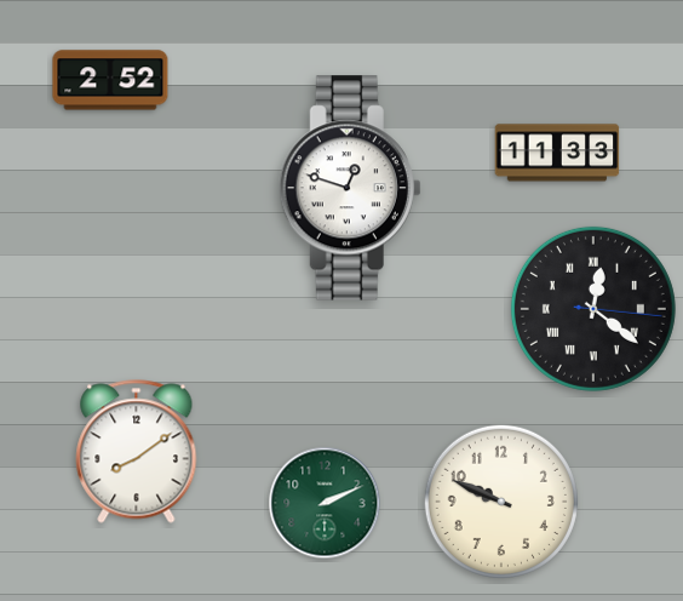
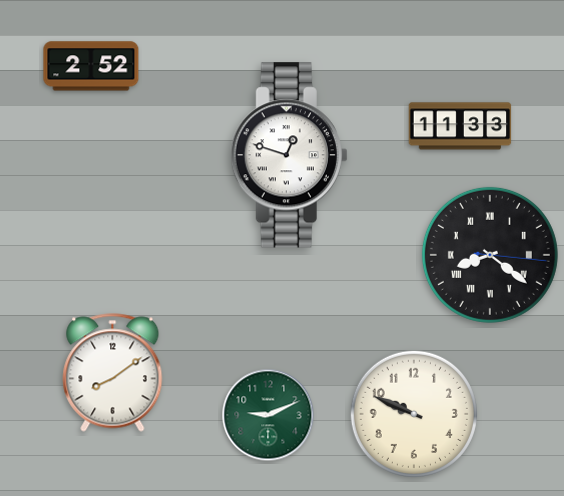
clock at (593, 309): 12:21 -> 8:21
clock at (325, 503): 2:11 -> 9:11
